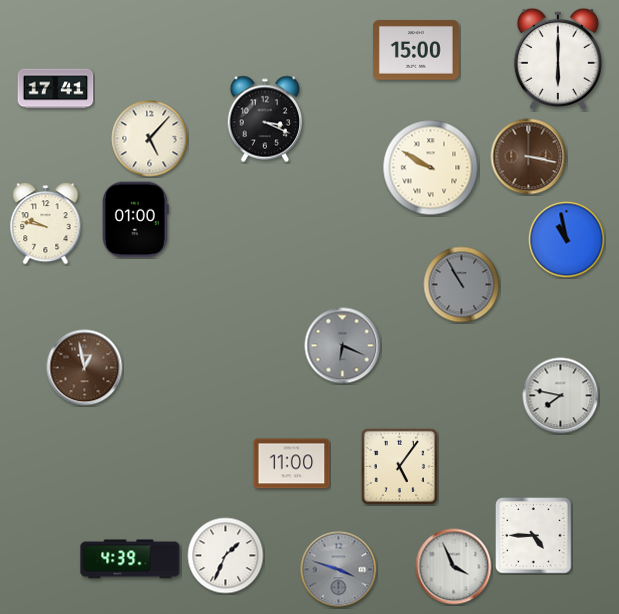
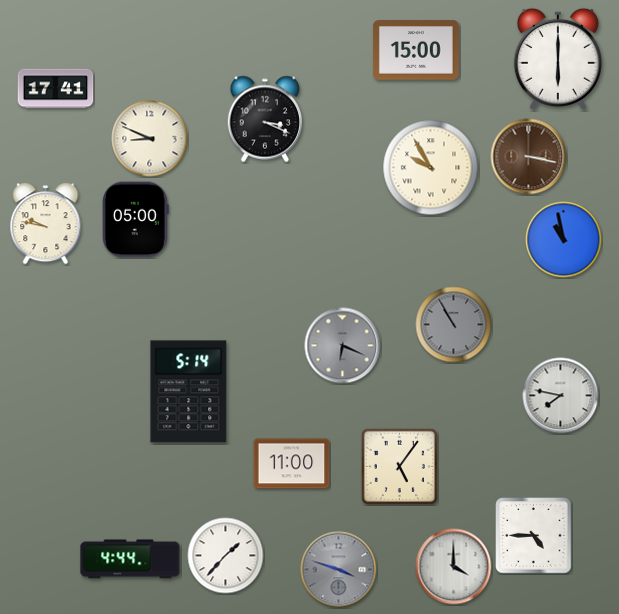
clock at (150, 139): 5:07 -> 8:49
clock at (431, 168): 9:50 -> 9:55
clock at (135, 220): 01:00 -> 05:00
clock at (567, 240) position: (567, 240) -> (564, 240)
clock at (462, 285) position: (462, 285) -> (454, 325)
clock at (85, 368): 12:58 -> none
clock at (189, 392): none -> 5:14
clock at (226, 556): 1:34 -> 1:37
clock at (130, 559): 4:39 -> 4:44
clock at (454, 567): 3:56 -> 4:00
